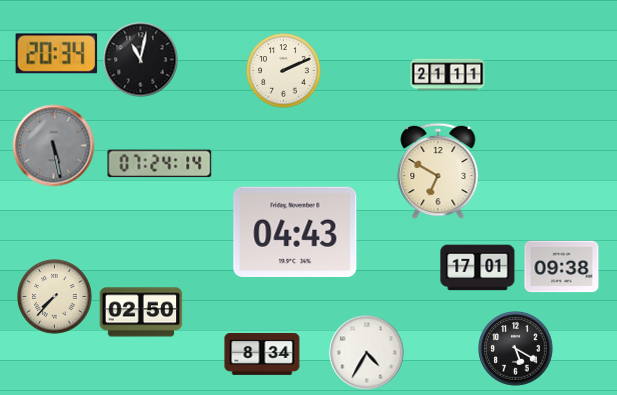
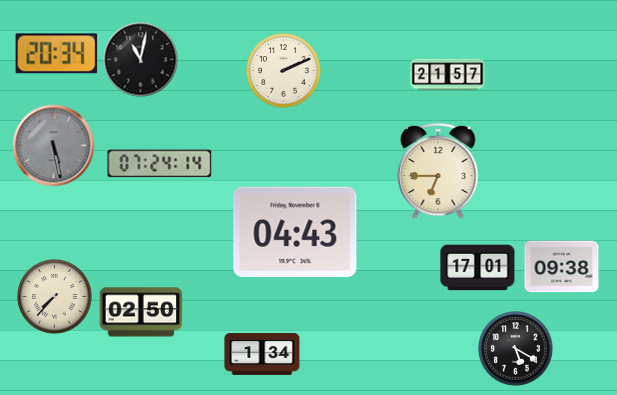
clock at (448, 75): 21:11 -> 21:57
clock at (438, 171): 6:50 -> 6:45
clock at (367, 353): 4:35 -> none
clock at (262, 355): 8:34 -> 1:34
